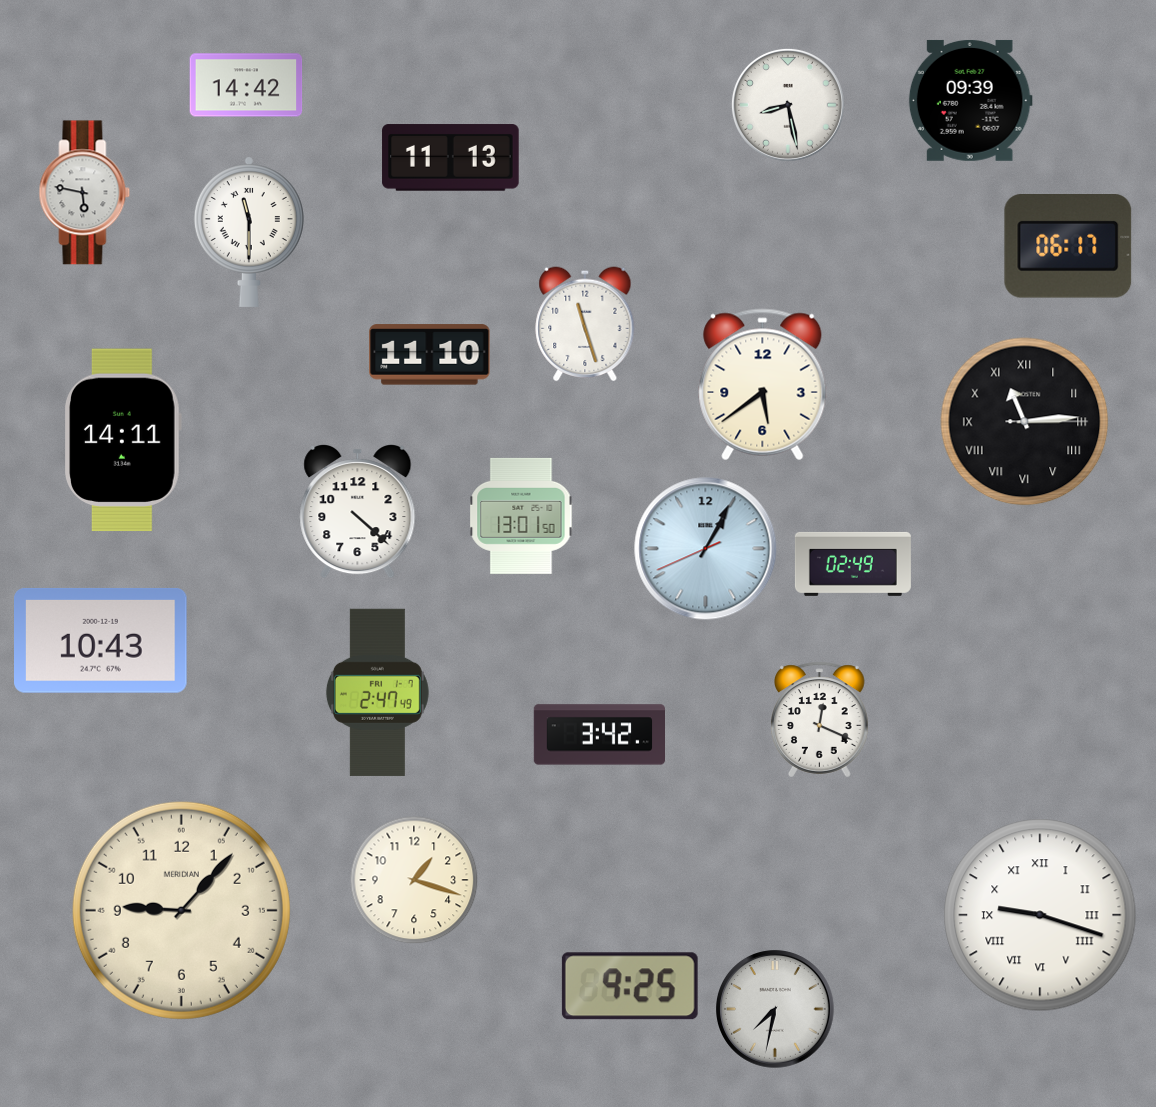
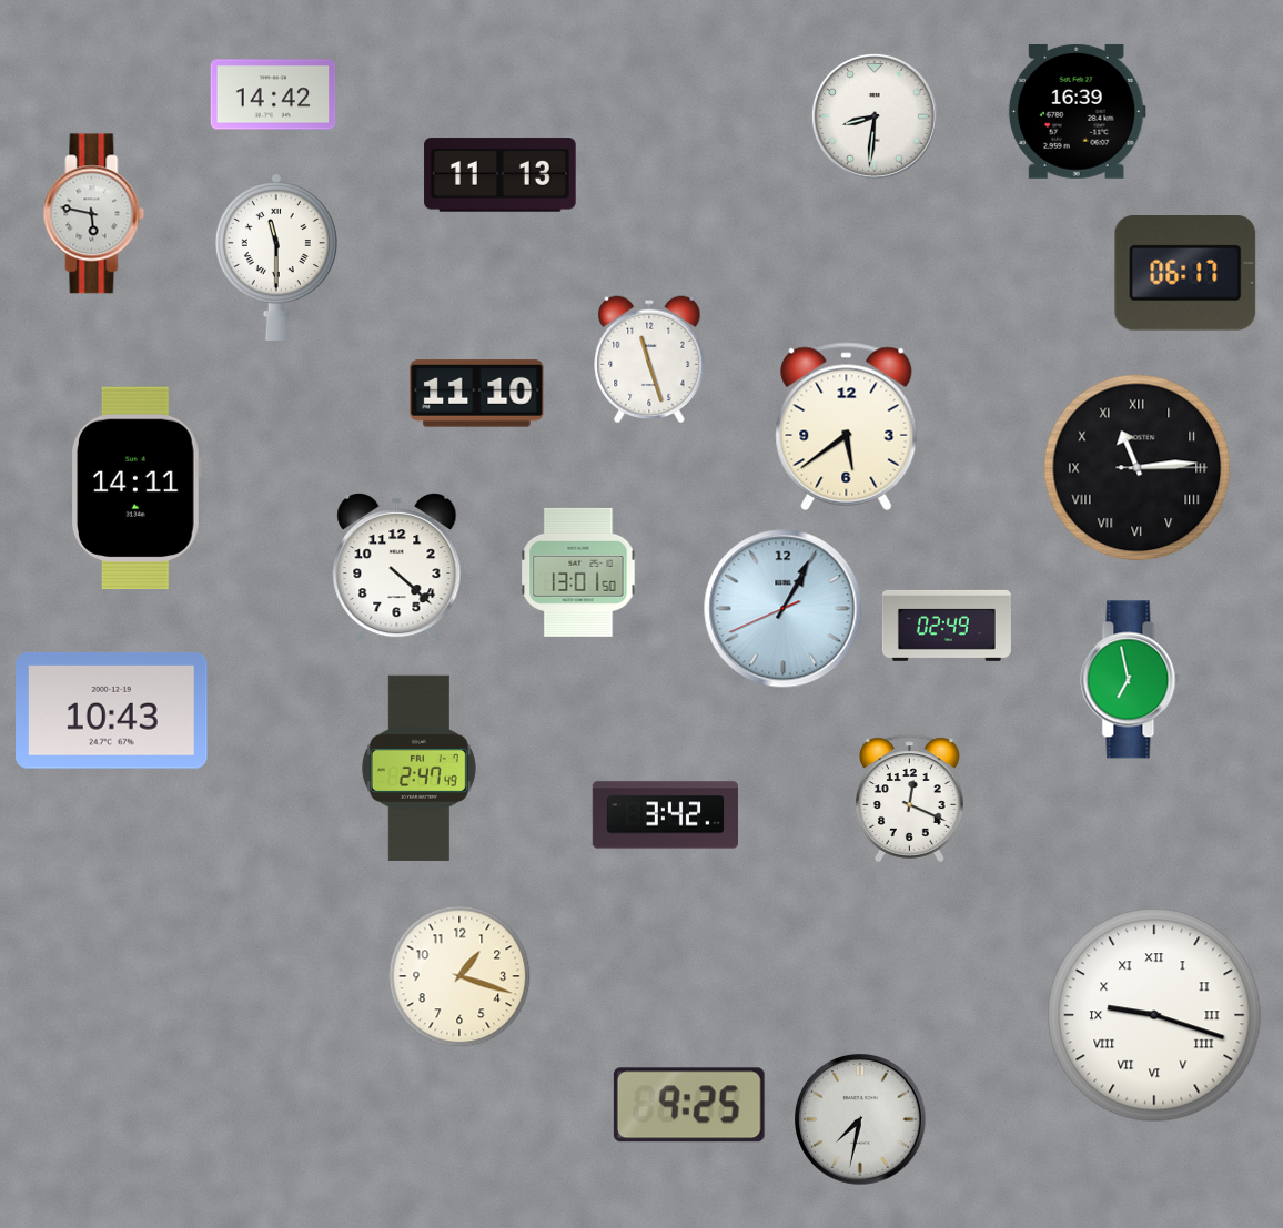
clock at (970, 100): 09:39 -> 16:39
clock at (788, 105): 8:28 -> 8:31
clock at (1131, 680): none -> 6:58
clock at (181, 910): 9:07 -> none
clock at (630, 986) position: (630, 986) -> (689, 1105)
